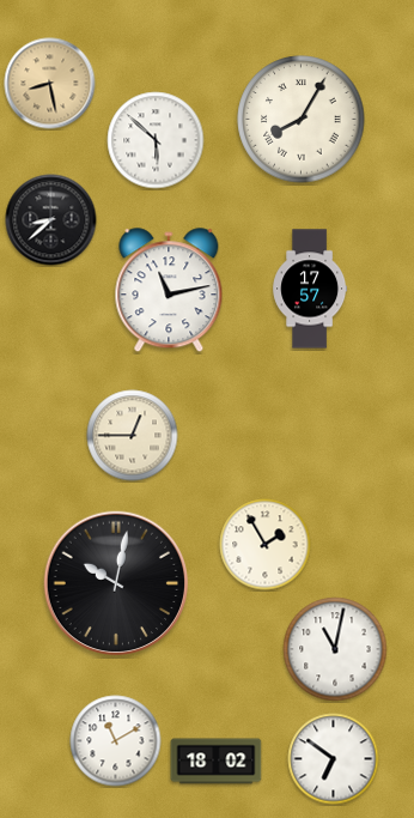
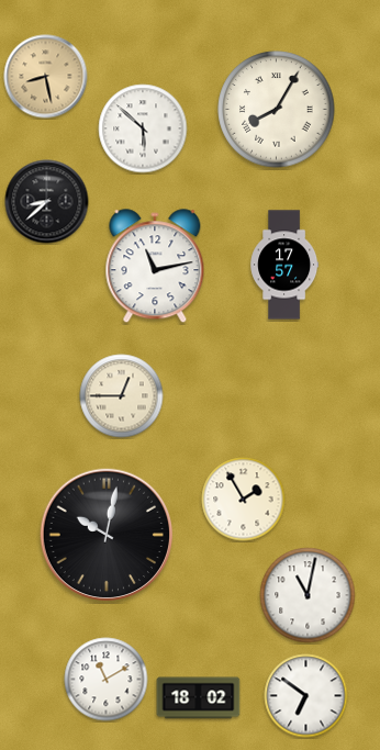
clock at (133, 436) position: (133, 436) -> (122, 396)
